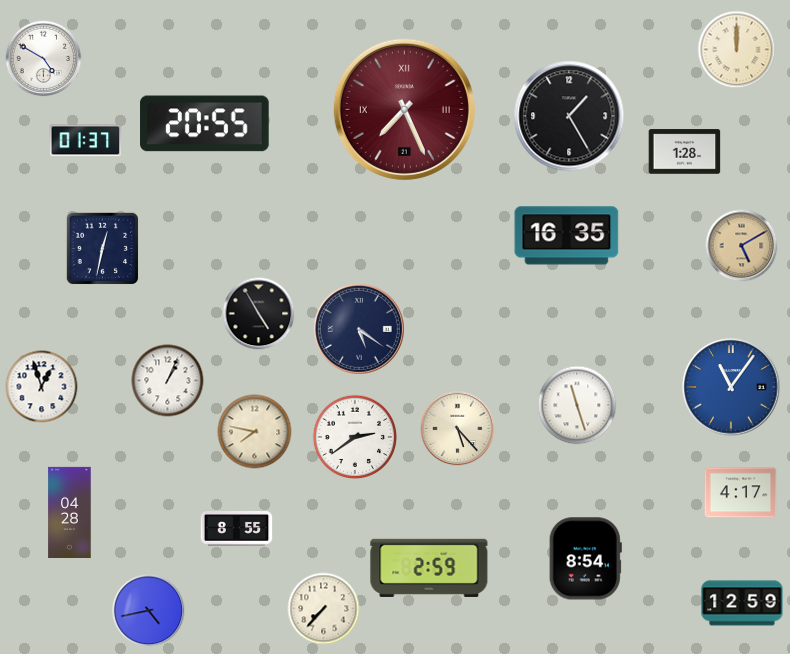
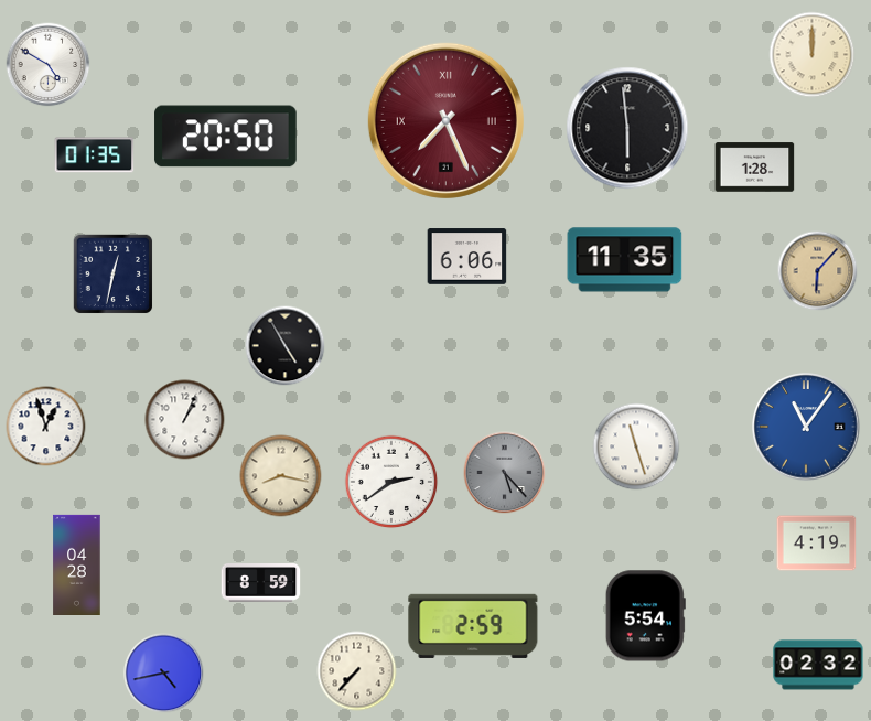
clock at (569, 116): 1:25 -> 5:59
clock at (205, 124): 20:55 -> 20:50
clock at (86, 141): 01:37 -> 01:35
clock at (467, 257): none -> 6:06
clock at (567, 236): 16:35 -> 11:35
clock at (742, 246): 5:10 -> 6:07
clock at (359, 329): 5:21 -> none
clock at (458, 429) dial: cream -> grey
clock at (255, 432): 7:47 -> 8:17
clock at (741, 493): 4:17 -> 4:19
clock at (237, 529): 8:55 -> 8:59
clock at (585, 559): 8:54 -> 5:54
clock at (742, 603): 12:59 -> 02:32
